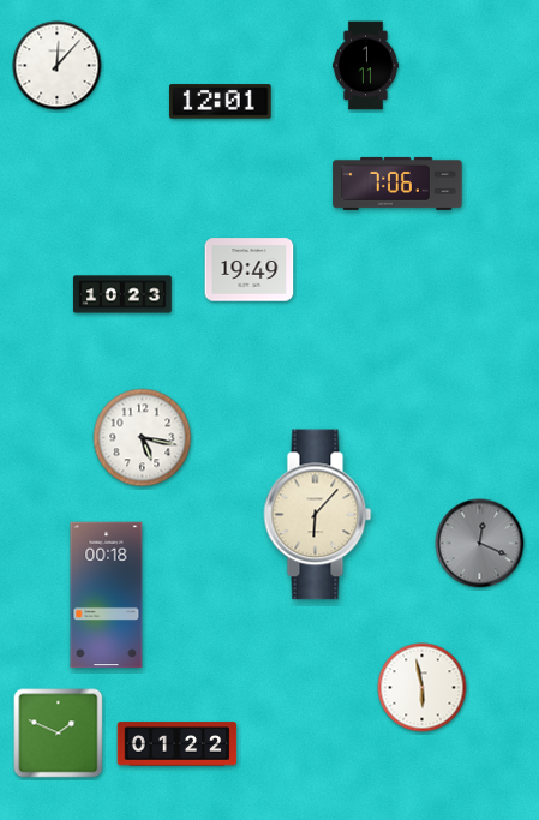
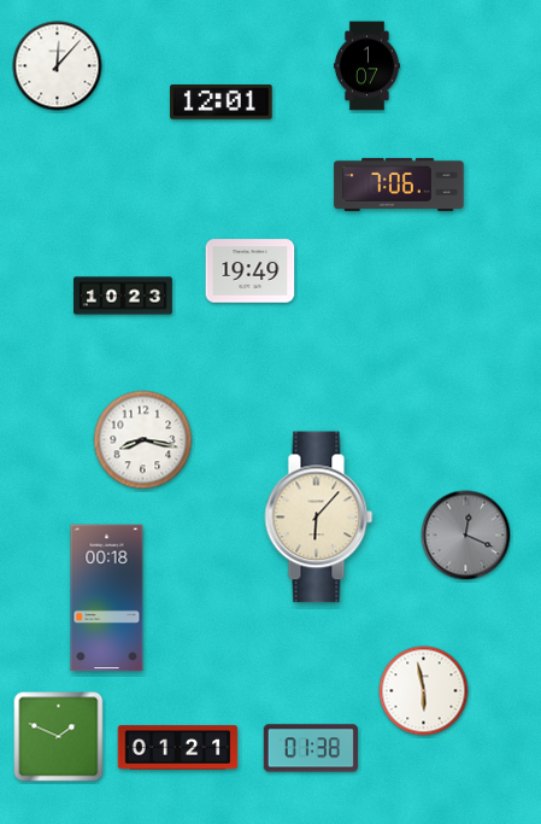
clock at (365, 66): 1:11 -> 1:07
clock at (143, 438): 5:17 -> 8:17
clock at (480, 544) position: (480, 544) -> (466, 536)
clock at (178, 744): 01:22 -> 01:21
clock at (311, 748): none -> 01:38
